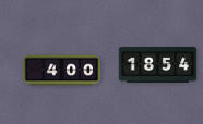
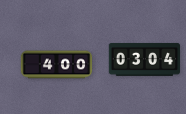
clock at (158, 65): 18:54 -> 03:04
